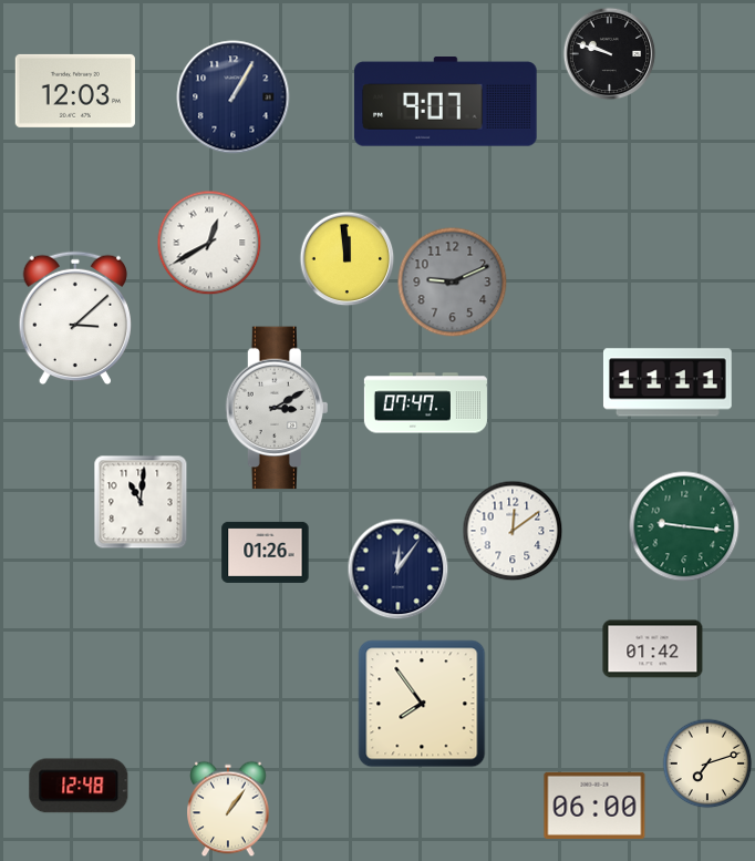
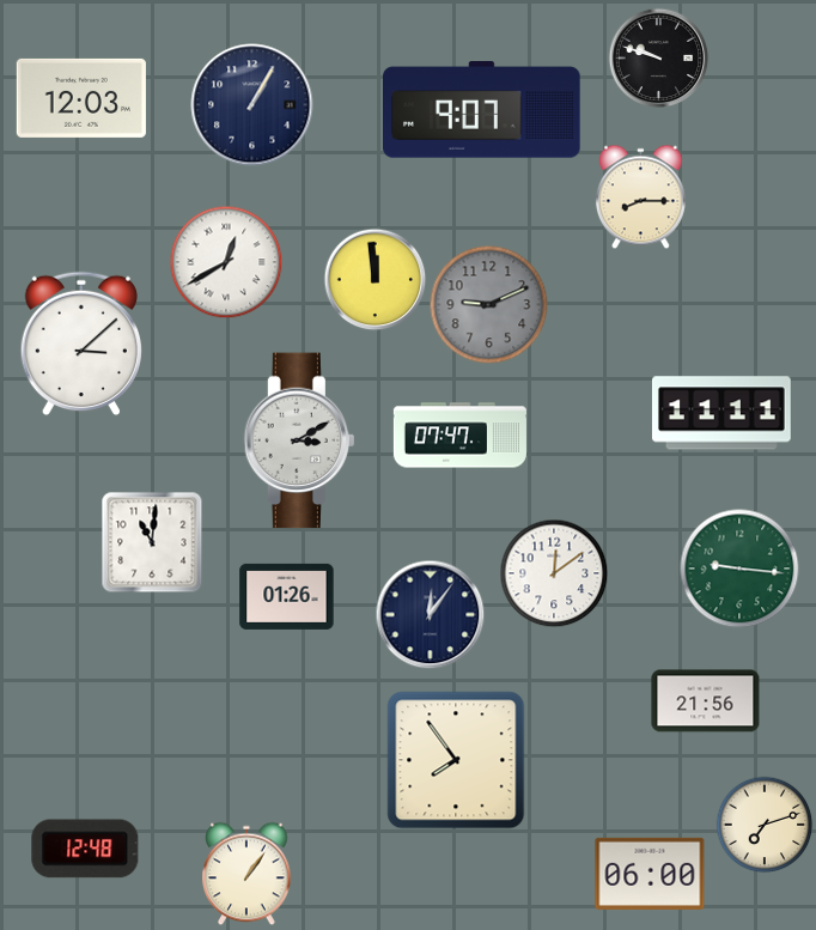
clock at (640, 196): none -> 8:15
clock at (653, 649): 01:42 -> 21:56
clock at (594, 806) position: (594, 806) -> (650, 874)
